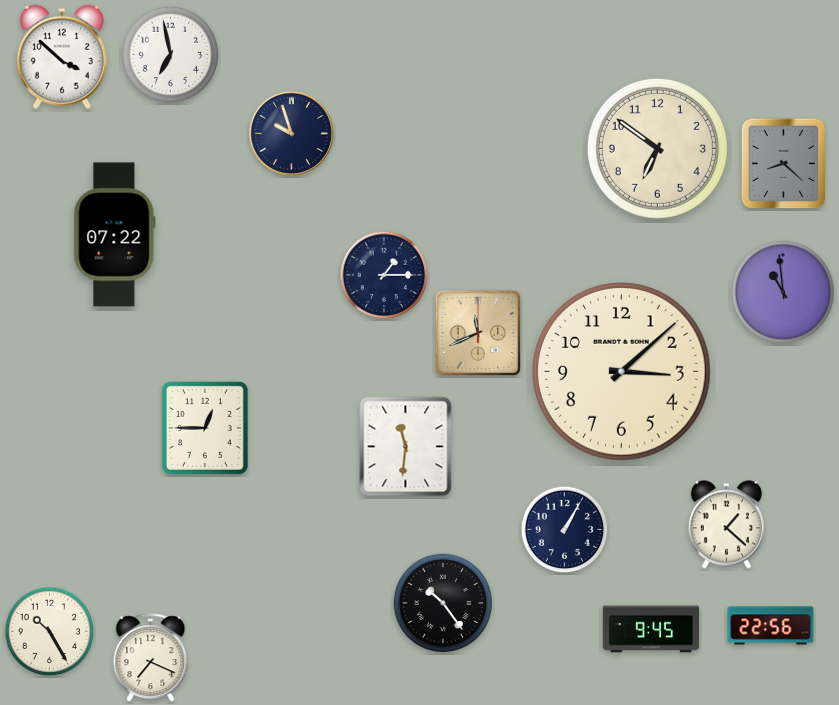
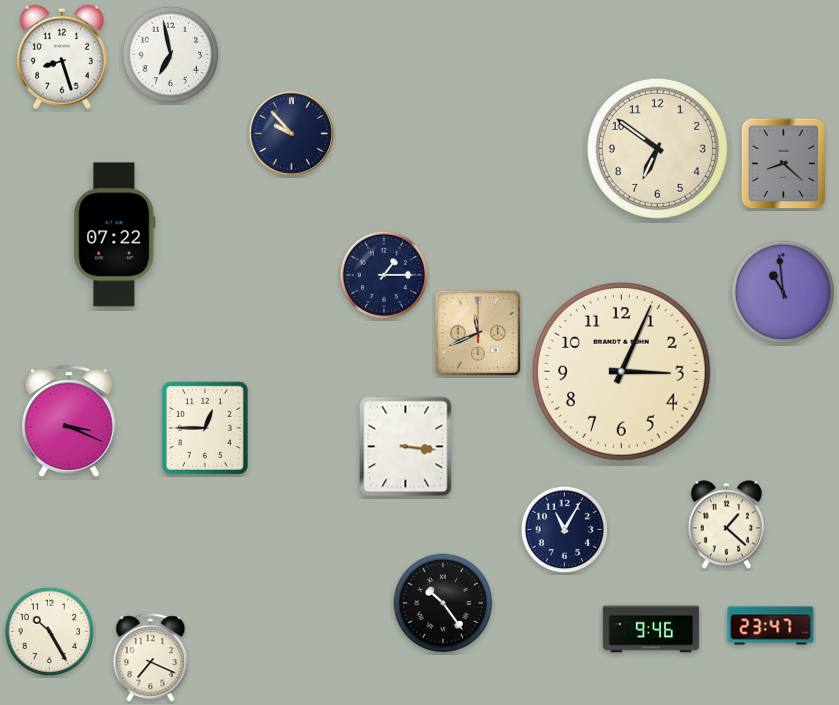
clock at (62, 57): 3:52 -> 8:27
clock at (292, 134): 9:57 -> 9:53
clock at (622, 372): 3:08 -> 3:04
clock at (69, 421): none -> 3:19
clock at (406, 447): 11:31 -> 3:16
clock at (565, 530): 1:05 -> 11:05
clock at (771, 626): 22:56 -> 23:47
clock at (651, 629): 9:45 -> 9:46
